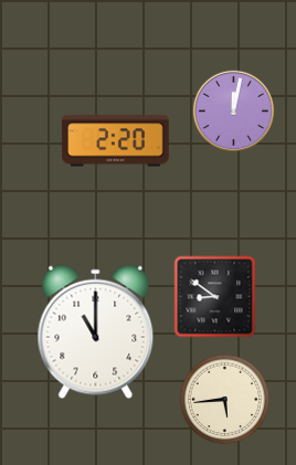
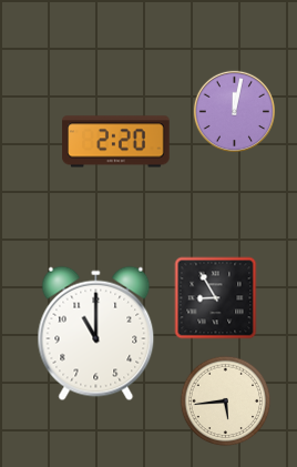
clock at (215, 297): 8:51 -> 8:55
